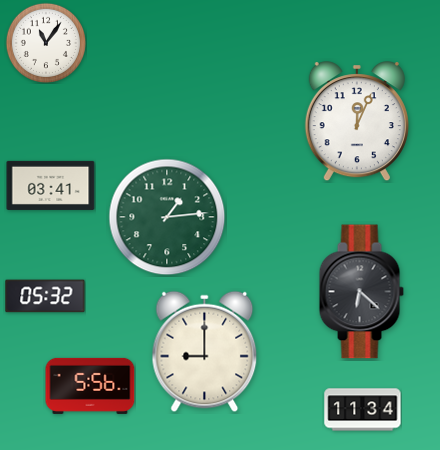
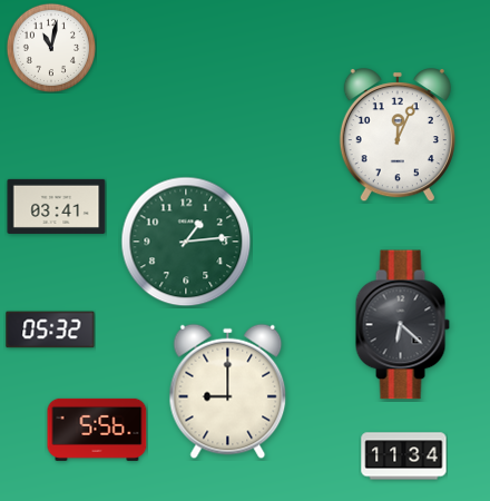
clock at (45, 42): 11:06 -> 11:02
clock at (90, 386) position: (90, 386) -> (97, 430)
